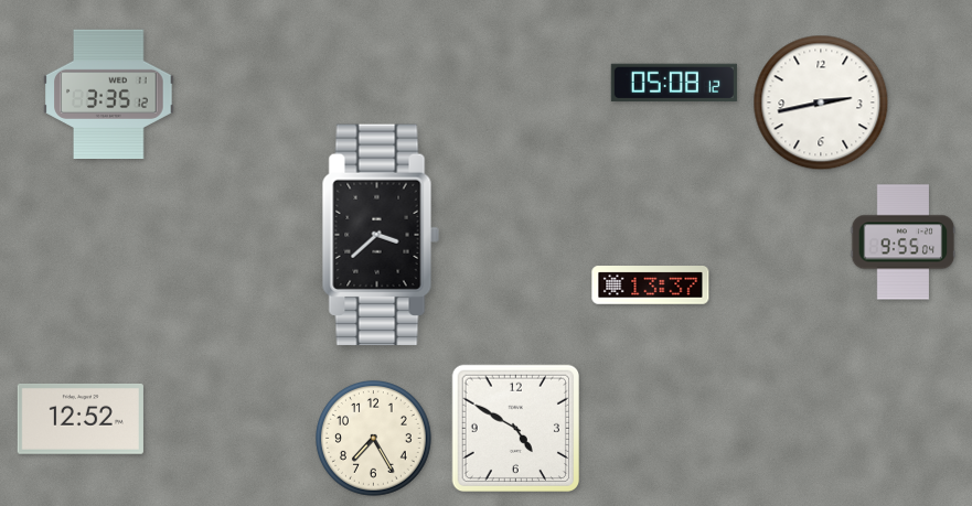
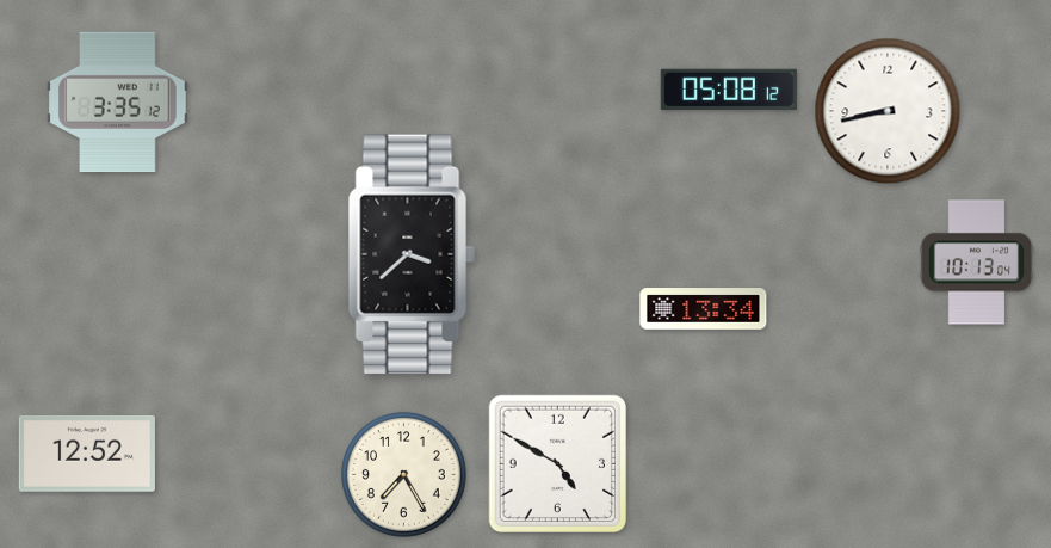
clock at (821, 103): 2:43 -> 8:43
clock at (904, 243): 9:55 -> 10:13
clock at (651, 286): 13:37 -> 13:34
